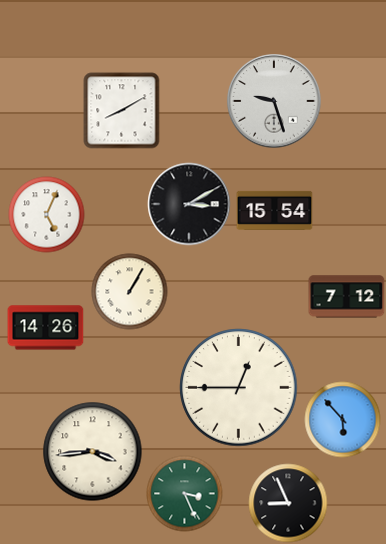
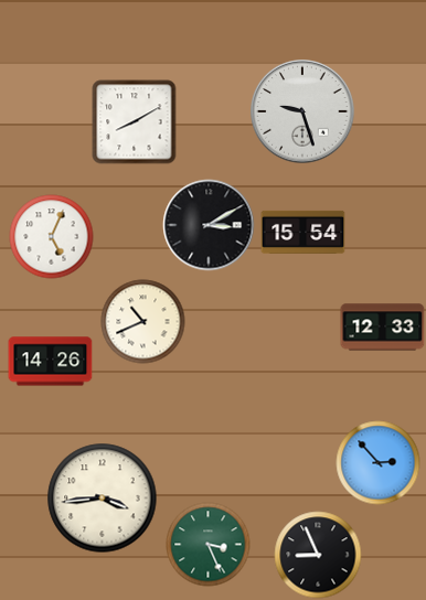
clock at (130, 292): 1:05 -> 10:41
clock at (347, 297): 7:12 -> 12:33
clock at (239, 388): 12:45 -> none
clock at (343, 420): 5:53 -> 2:53
clock at (185, 494) position: (185, 494) -> (209, 545)
